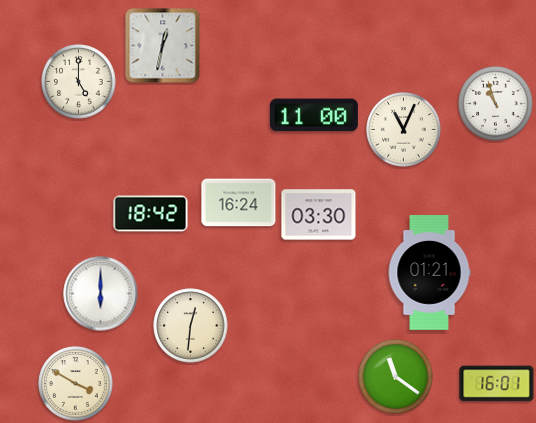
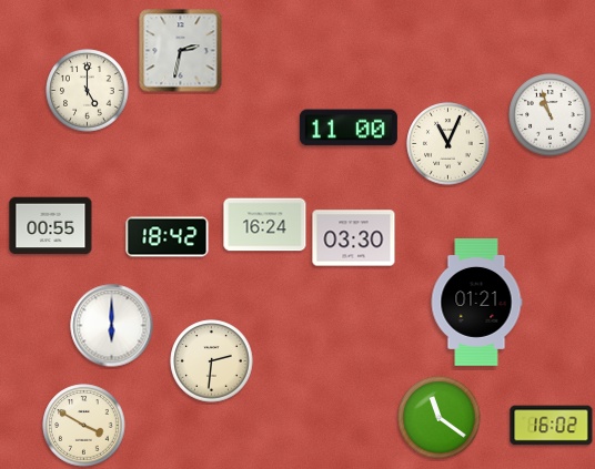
clock at (163, 46): 12:32 -> 2:32
clock at (51, 226): none -> 00:55
clock at (191, 326): 12:31 -> 2:31
clock at (497, 384): 16:01 -> 16:02
